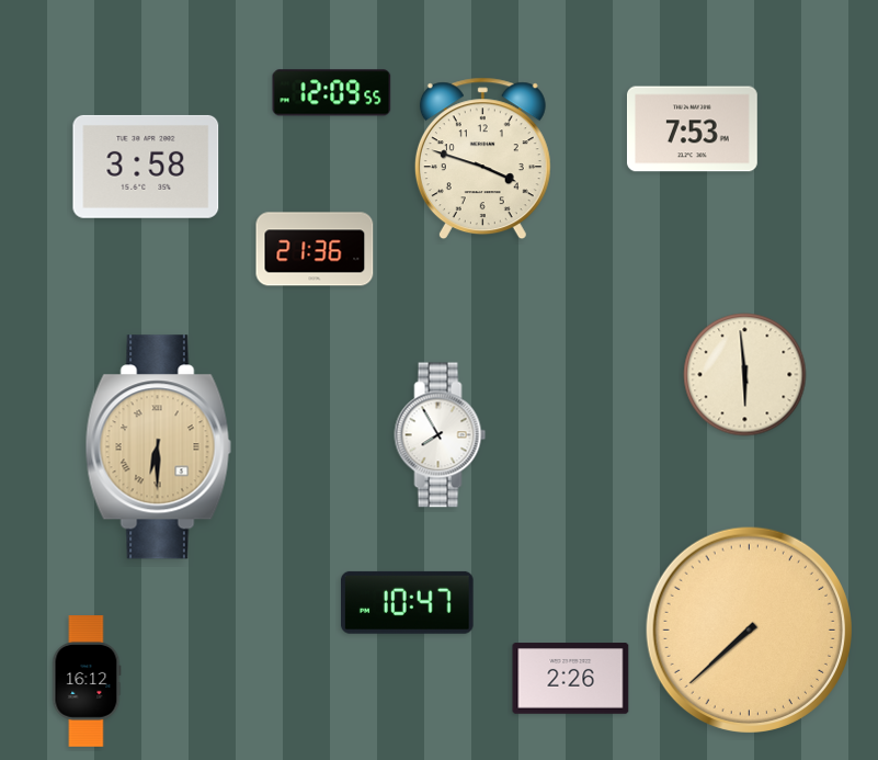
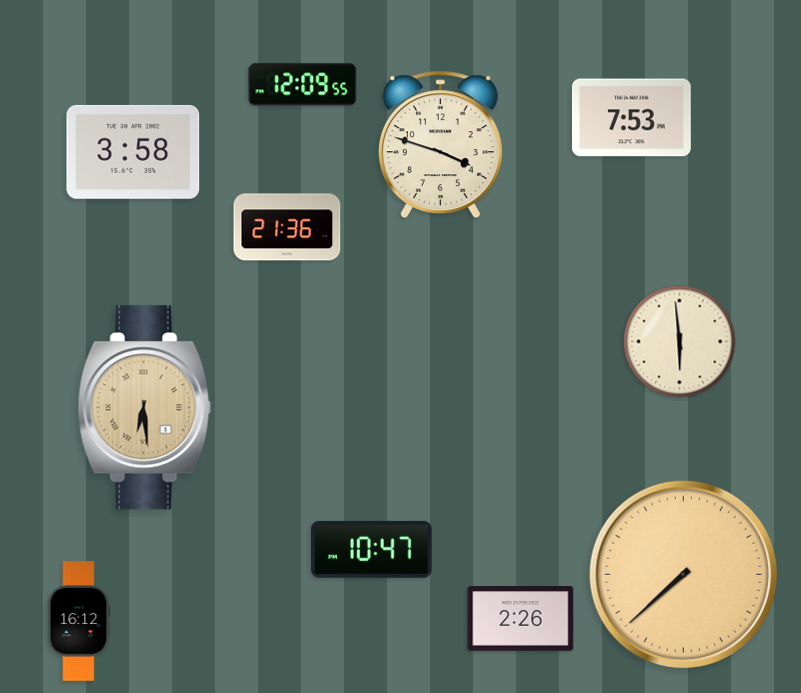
clock at (441, 435): 7:55 -> none
clock at (158, 447): 6:30 -> 6:29
